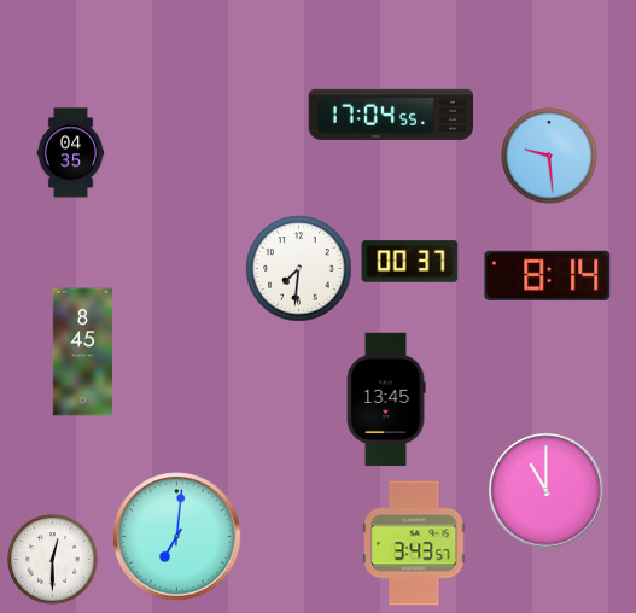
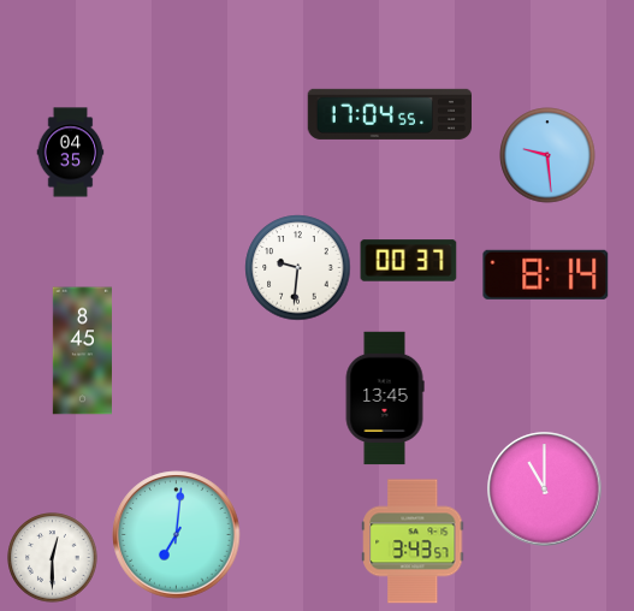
clock at (299, 269): 7:31 -> 9:31
